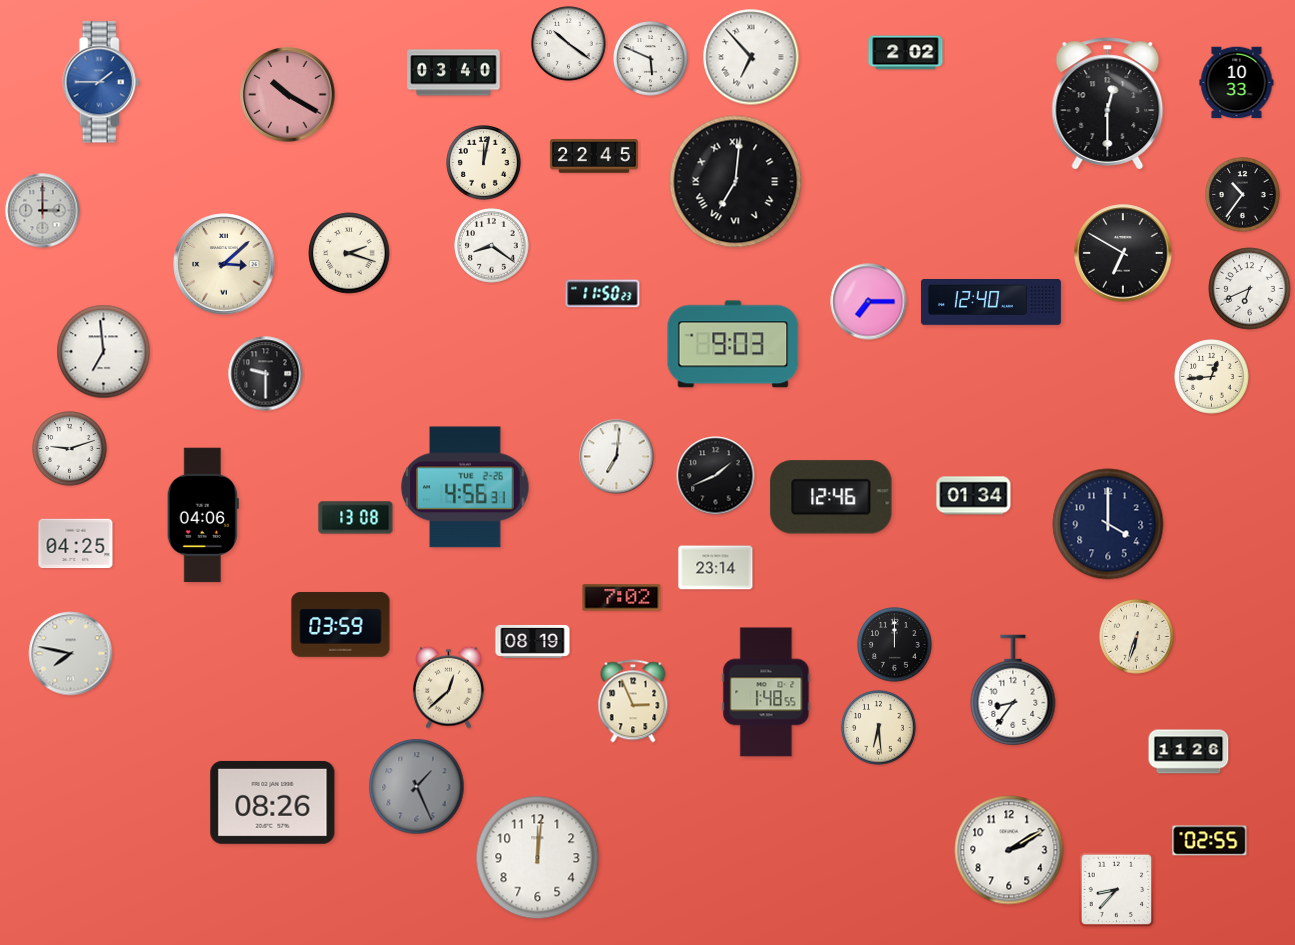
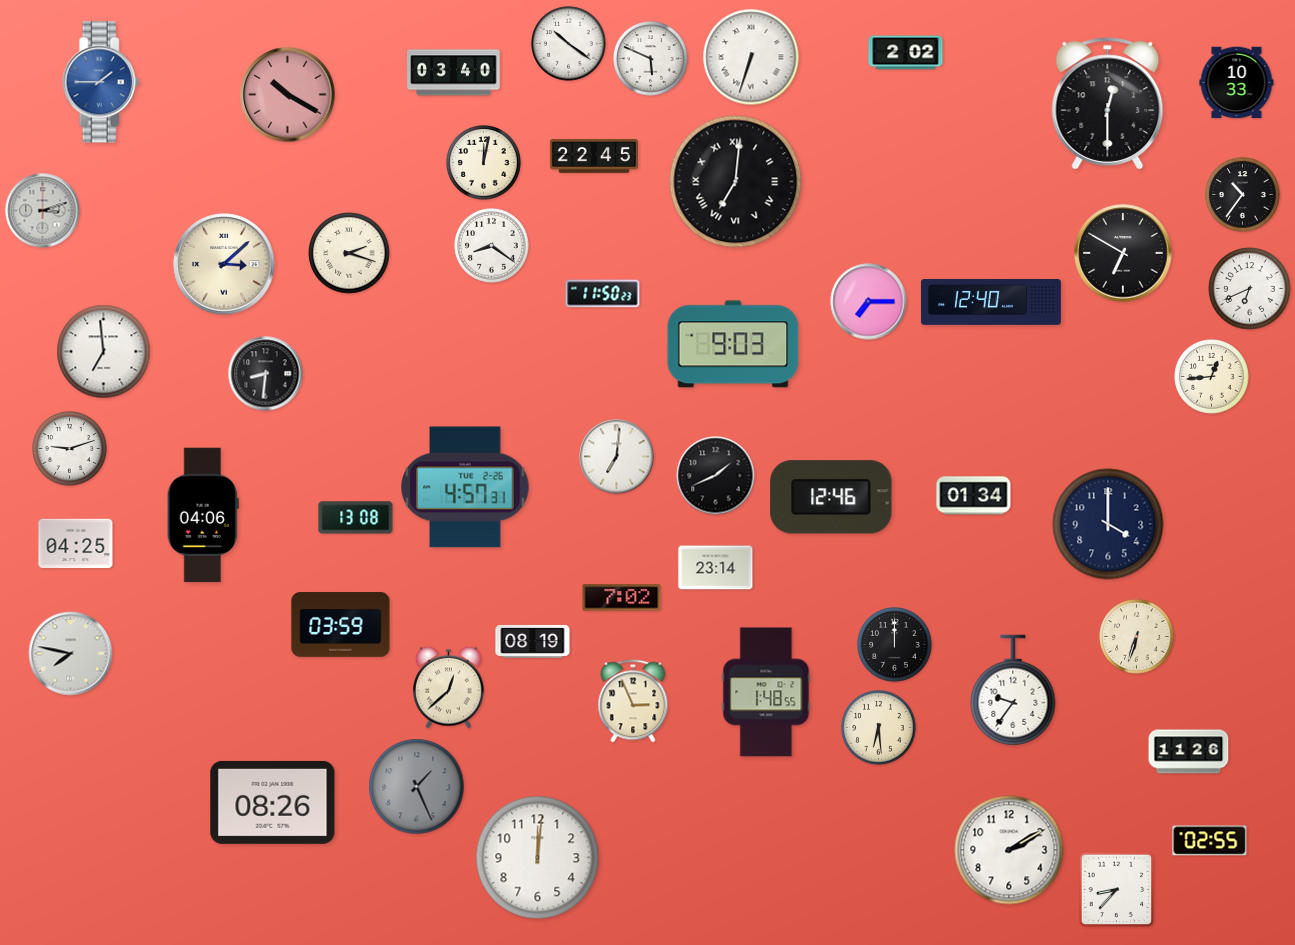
clock at (751, 57): 6:53 -> 6:33
clock at (43, 211): 3:00 -> 3:12
clock at (266, 374): 9:30 -> 8:31
clock at (465, 487): 4:56 -> 4:57
clock at (1013, 690): 8:36 -> 9:36
